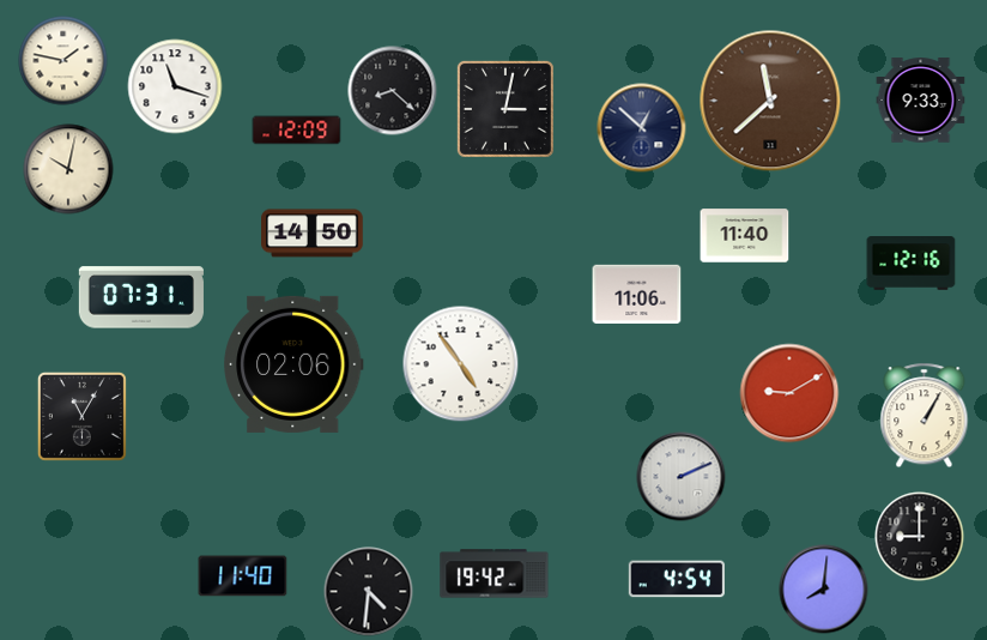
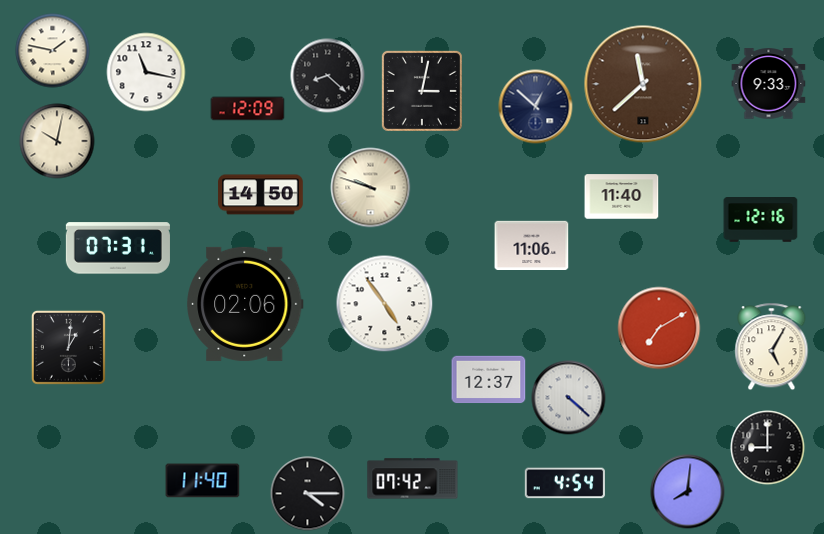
clock at (175, 86): 11:18 -> 11:17
clock at (371, 188): none -> 9:48
clock at (789, 393): 9:10 -> 7:10
clock at (81, 416): 11:05 -> 1:01
clock at (925, 416): 1:05 -> 5:05
clock at (489, 380): none -> 12:37
clock at (682, 477): 2:11 -> 4:22
clock at (495, 574): 19:42 -> 07:42
clock at (369, 592): 4:31 -> 4:15
